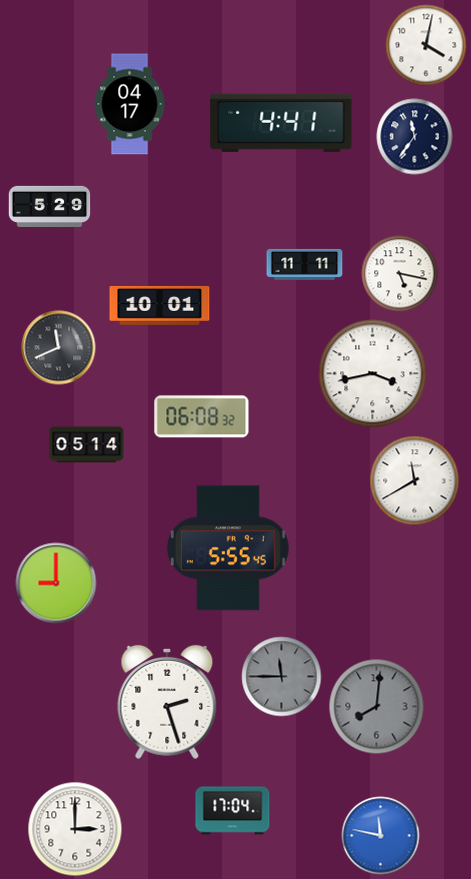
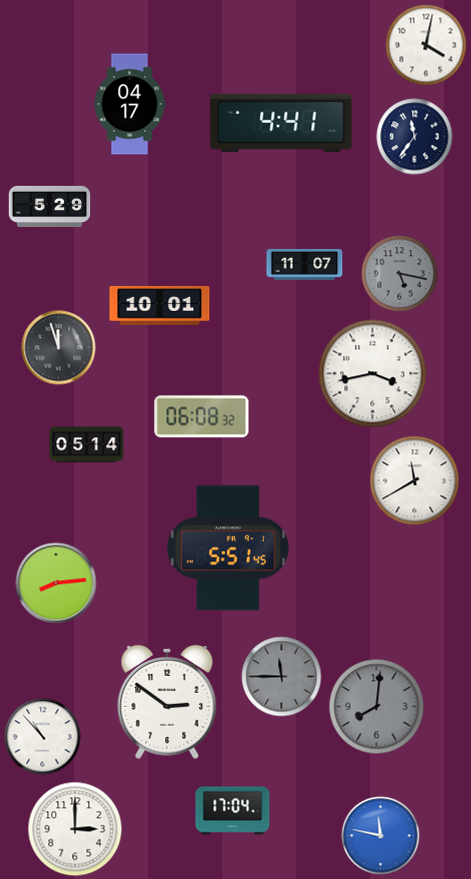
clock at (305, 264): 11:11 -> 11:07
clock at (400, 274) dial: white -> grey
clock at (59, 348): 11:41 -> 11:57
clock at (228, 548): 5:55 -> 5:51
clock at (56, 583): 9:00 -> 8:14
clock at (167, 702): 2:27 -> 2:51
clock at (43, 737): none -> 10:53
